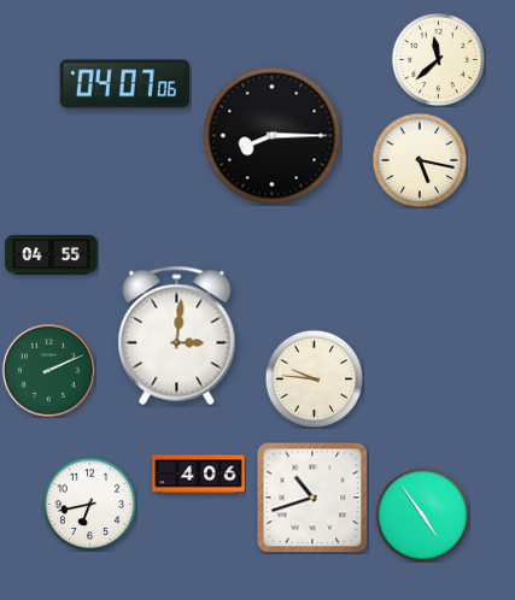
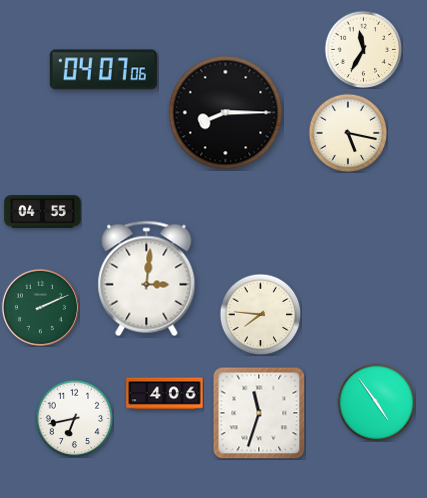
clock at (438, 59): 11:38 -> 11:35
clock at (314, 378): 9:46 -> 7:46
clock at (312, 498): 10:42 -> 11:33
clock at (422, 514) position: (422, 514) -> (376, 402)
